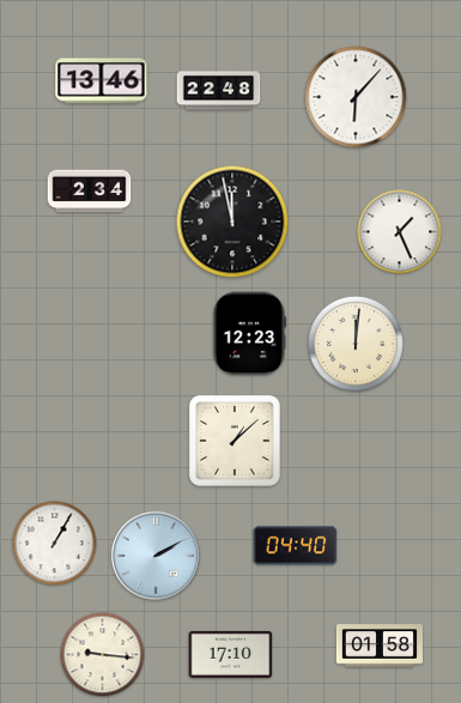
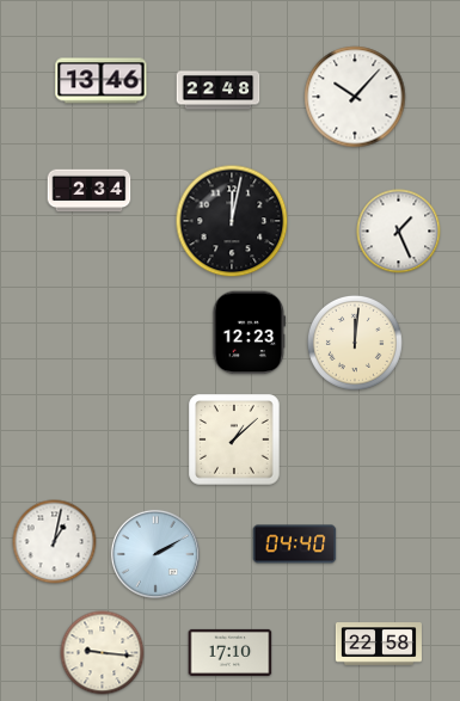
clock at (356, 97): 6:07 -> 10:07
clock at (232, 222): 11:58 -> 12:02
clock at (55, 544): 1:05 -> 1:02
clock at (380, 646): 01:58 -> 22:58
